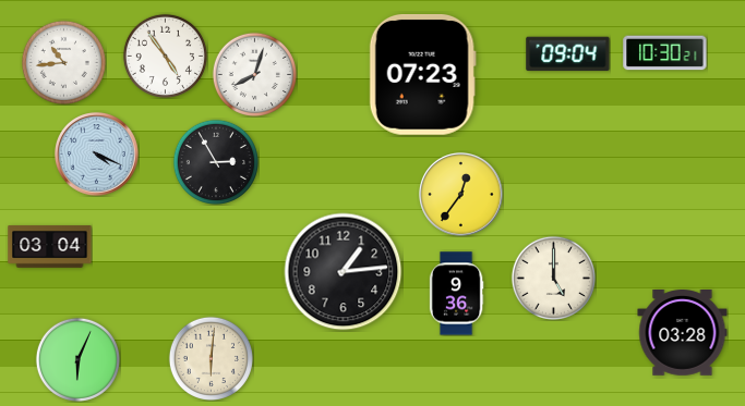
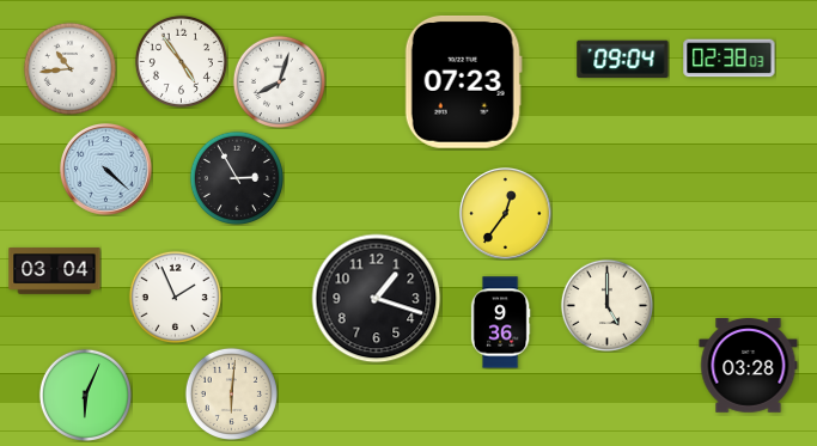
clock at (665, 53): 10:30 -> 02:38
clock at (97, 155): 4:19 -> 4:22
clock at (175, 297): none -> 1:56
clock at (344, 272): 1:14 -> 1:18
